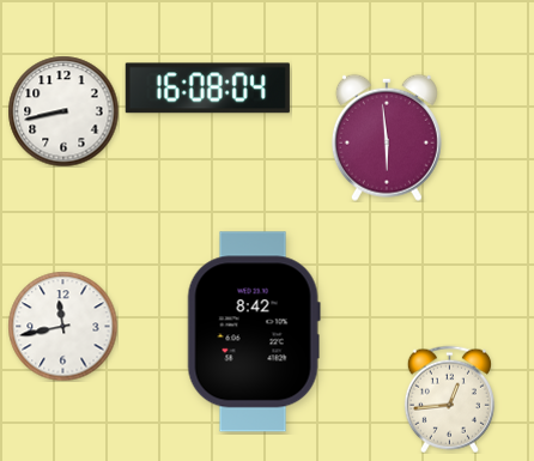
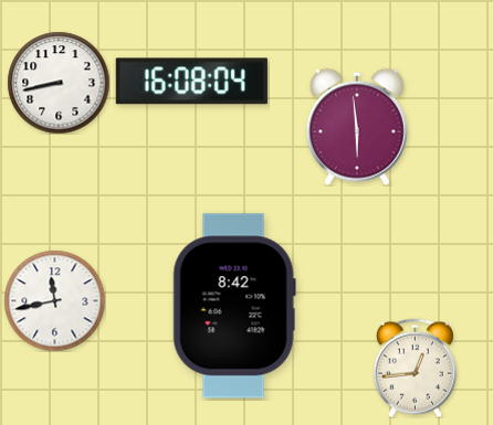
clock at (63, 111) position: (63, 111) -> (59, 83)
clock at (62, 326) position: (62, 326) -> (54, 300)
